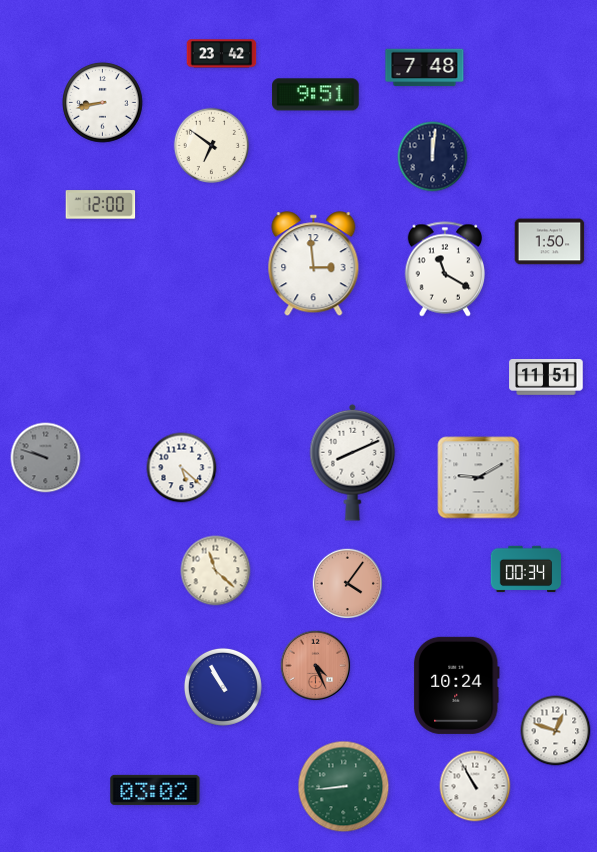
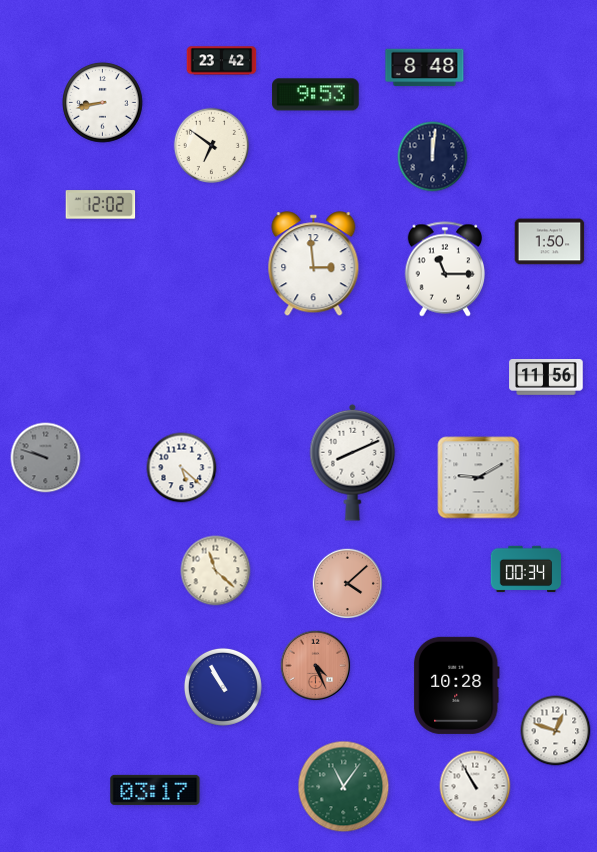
clock at (222, 54) position: (222, 54) -> (222, 61)
clock at (425, 68): 7:48 -> 8:48
clock at (316, 95): 9:51 -> 9:53
clock at (101, 205): 12:00 -> 12:02
clock at (444, 269): 11:20 -> 11:15
clock at (546, 378): 11:51 -> 11:56
clock at (348, 584): 4:06 -> 4:08
clock at (456, 685): 10:24 -> 10:28
clock at (344, 787): 8:44 -> 11:06
clock at (155, 790): 03:02 -> 03:17
